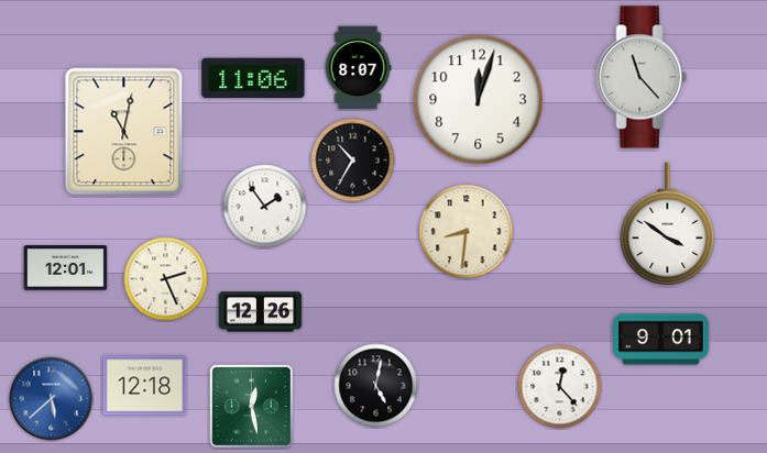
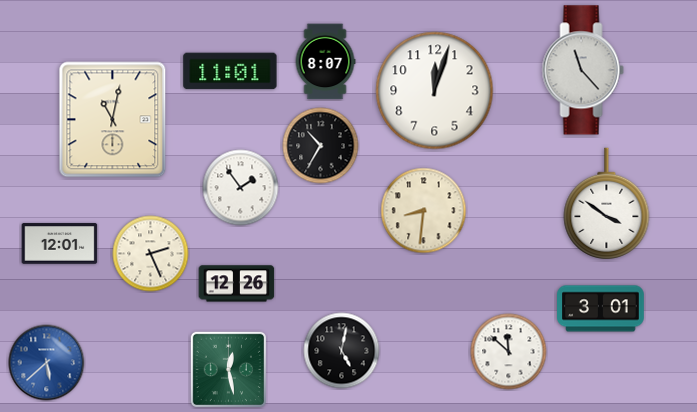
clock at (253, 78): 11:06 -> 11:01
clock at (661, 340): 9:01 -> 3:01
clock at (145, 386): 12:18 -> none
clock at (560, 387): 12:23 -> 11:52
